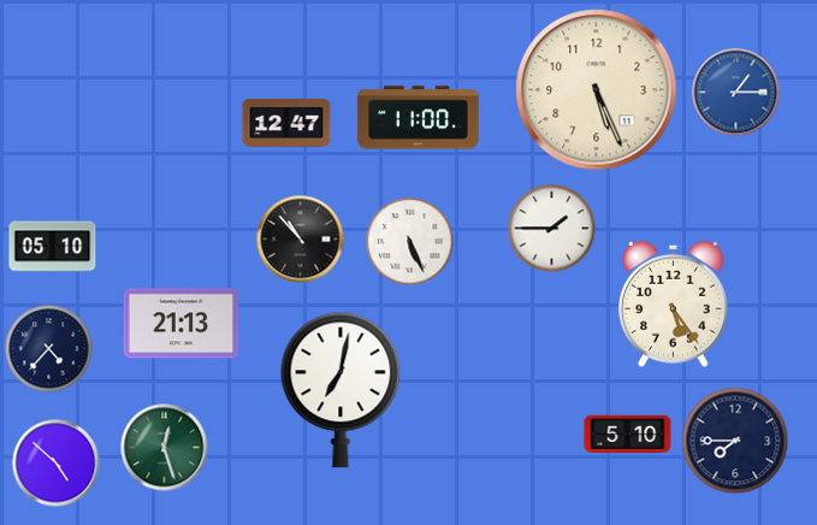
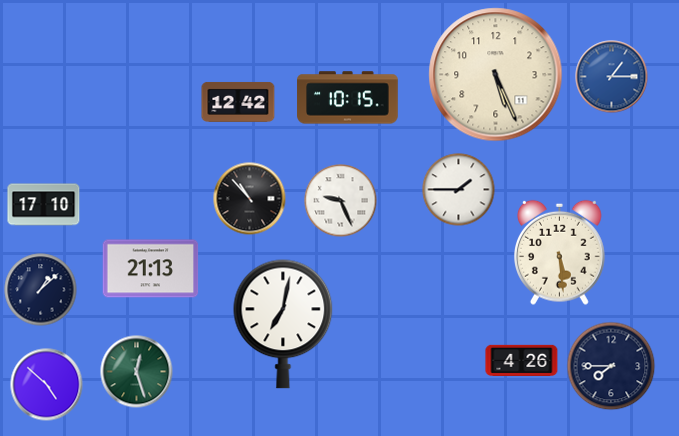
clock at (419, 118): 11:00 -> 10:15
clock at (286, 123): 12:47 -> 12:42
clock at (410, 242): 5:26 -> 9:26
clock at (53, 247): 05:10 -> 17:10
clock at (674, 303): 5:24 -> 5:29
clock at (49, 349): 4:37 -> 1:08
clock at (628, 433): 5:10 -> 4:26
